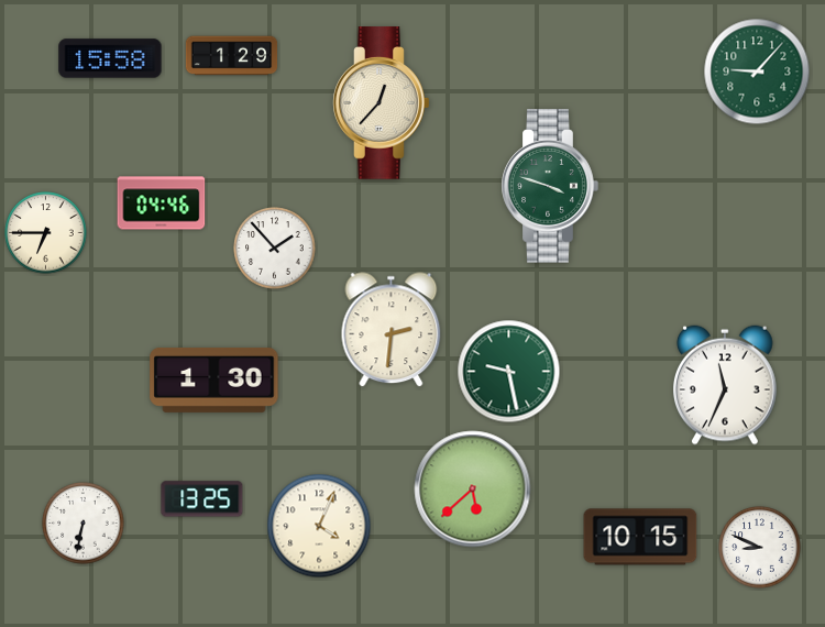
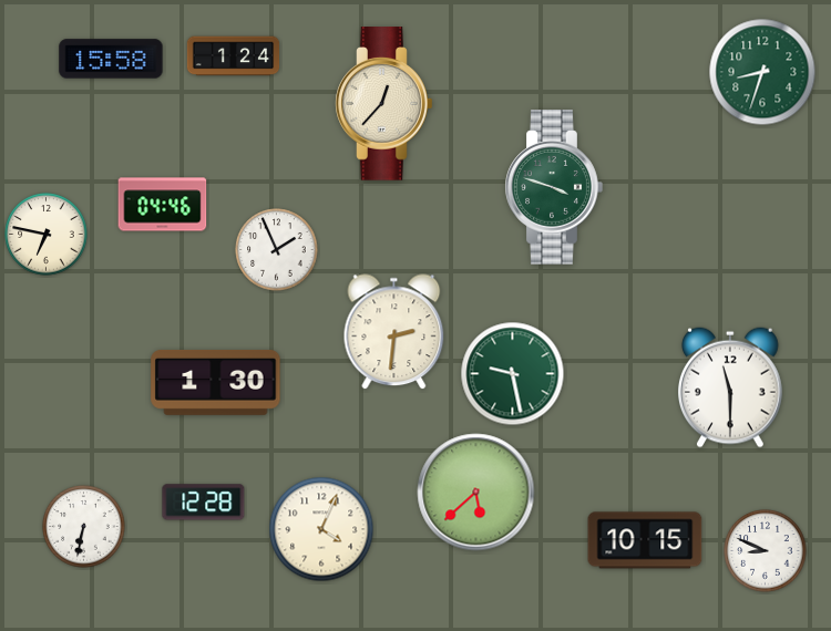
clock at (232, 56): 1:29 -> 1:24
clock at (757, 71): 9:07 -> 8:33
clock at (46, 233): 6:45 -> 6:47
clock at (275, 249): 1:53 -> 1:56
clock at (726, 385): 11:34 -> 11:30
clock at (202, 499): 13:25 -> 12:28
